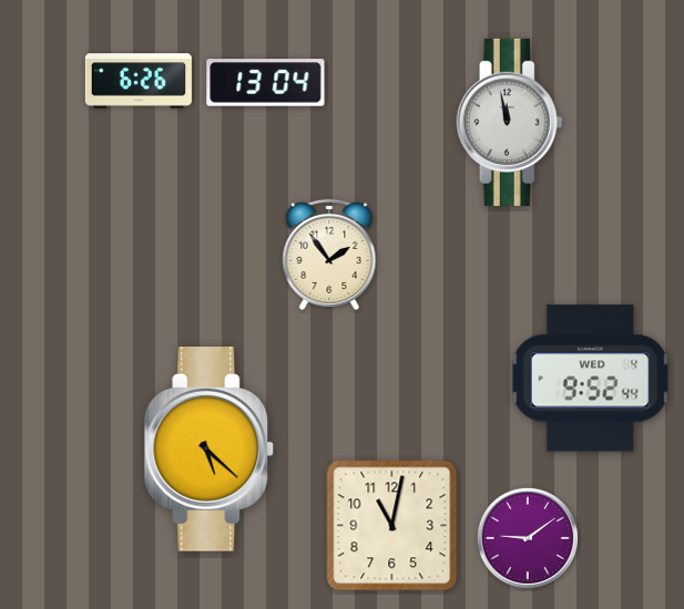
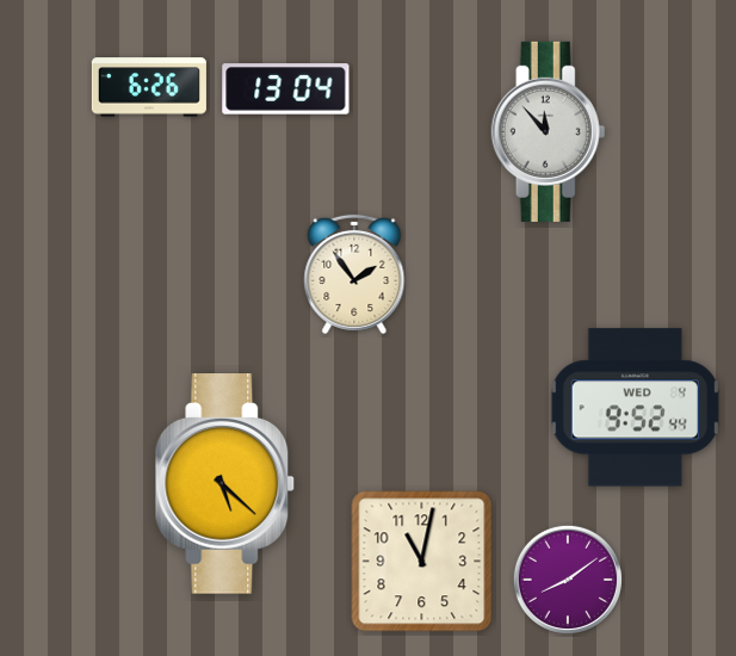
clock at (510, 122): 11:58 -> 11:53
clock at (392, 526) position: (392, 526) -> (422, 562)
clock at (528, 538): 9:09 -> 8:09
